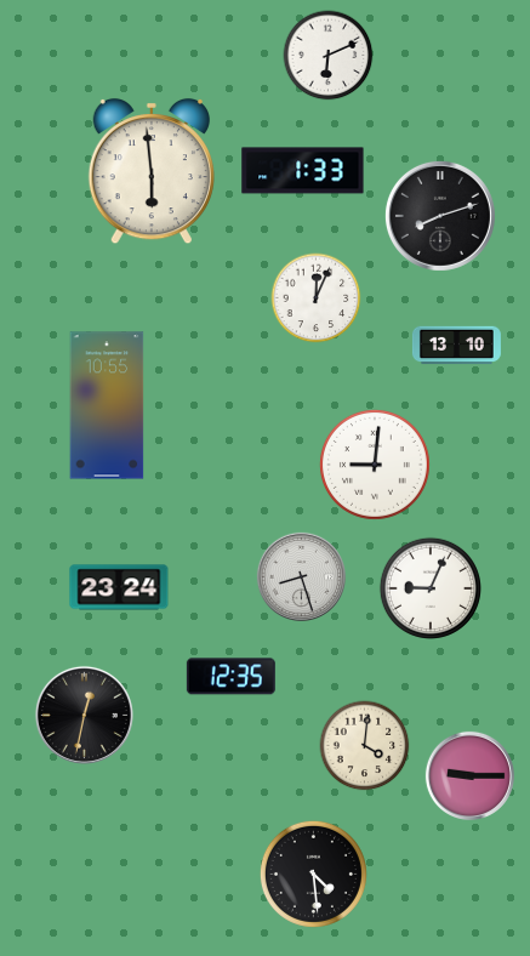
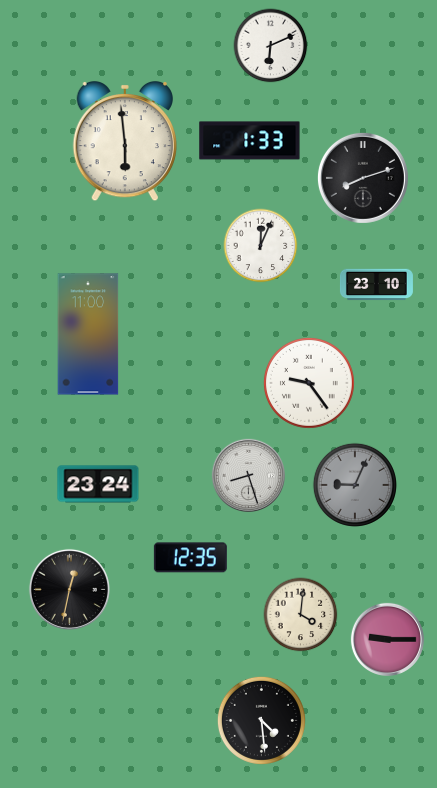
clock at (456, 346): 13:10 -> 23:10
clock at (107, 405): 10:55 -> 11:00
clock at (375, 465): 9:01 -> 9:24
clock at (431, 588) dial: white -> grey
clock at (313, 874) position: (313, 874) -> (261, 720)
